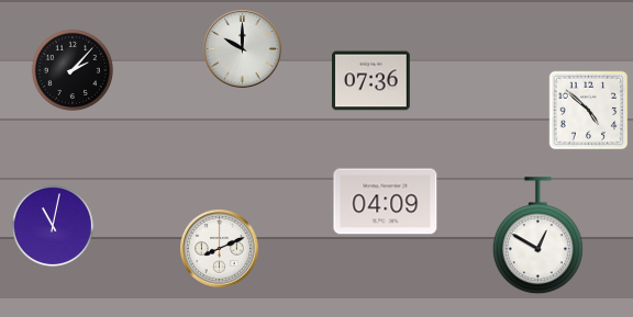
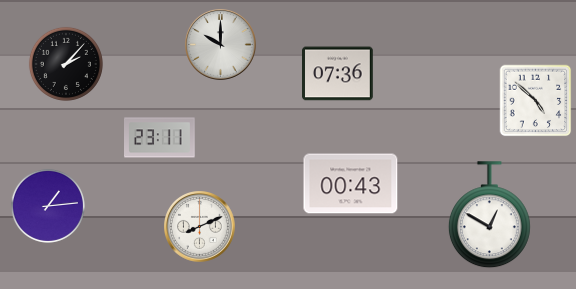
clock at (160, 138): none -> 23:11
clock at (386, 202): 04:09 -> 00:43
clock at (53, 226): 11:02 -> 1:14
